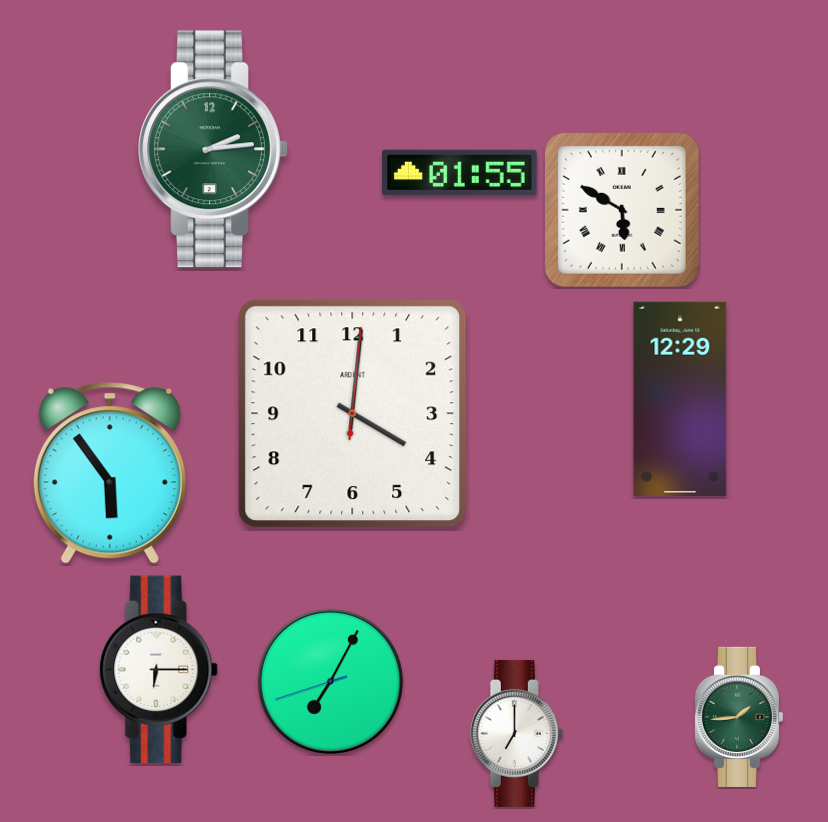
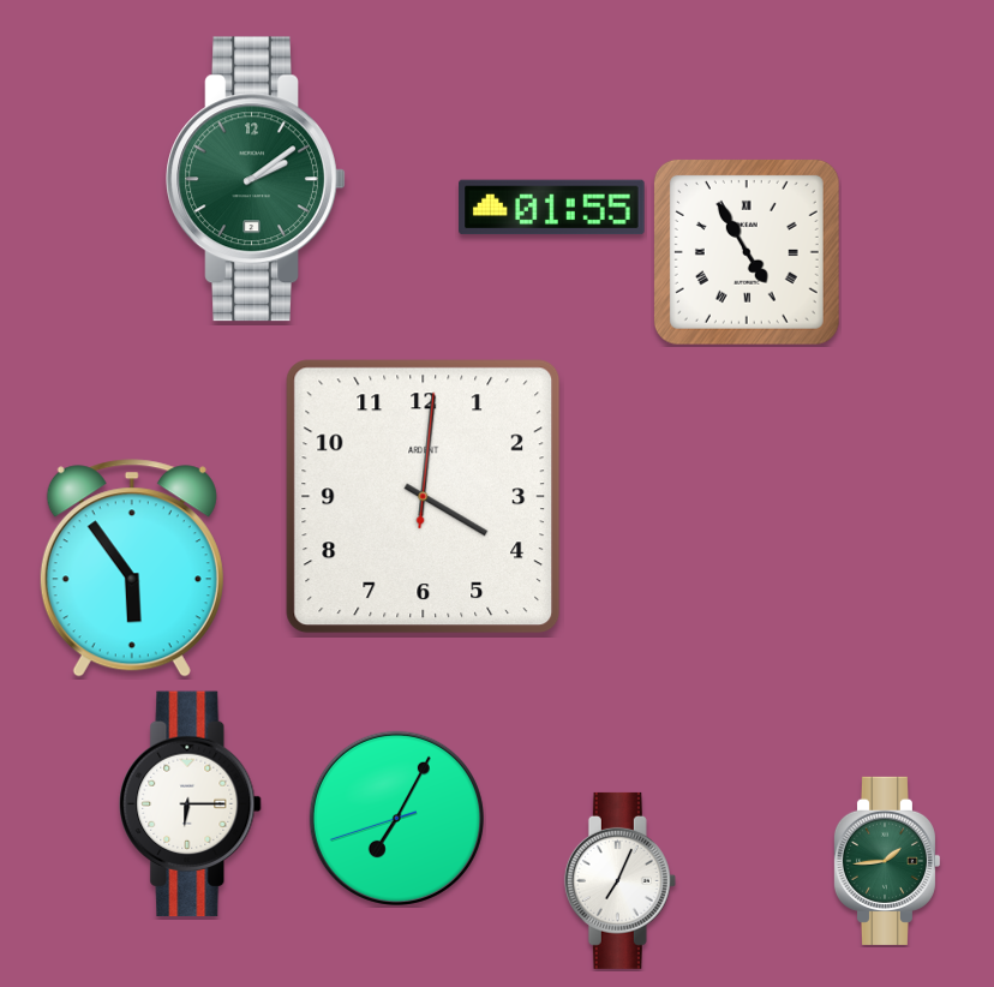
clock at (213, 149): 2:14 -> 2:09
clock at (622, 210): 5:50 -> 4:55
clock at (680, 399): 12:29 -> none
clock at (516, 733): 7:00 -> 7:04
